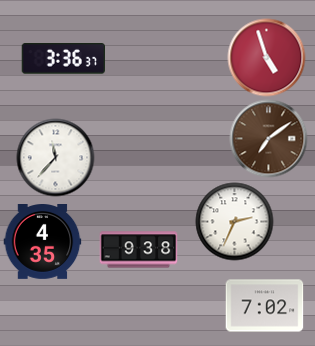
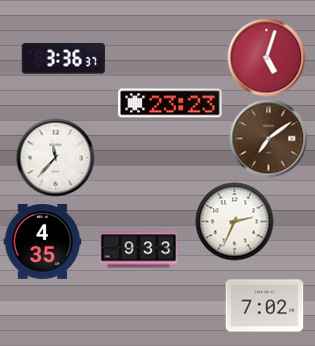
clock at (266, 57): 4:57 -> 5:03
clock at (170, 103): none -> 23:23
clock at (138, 250): 9:38 -> 9:33
